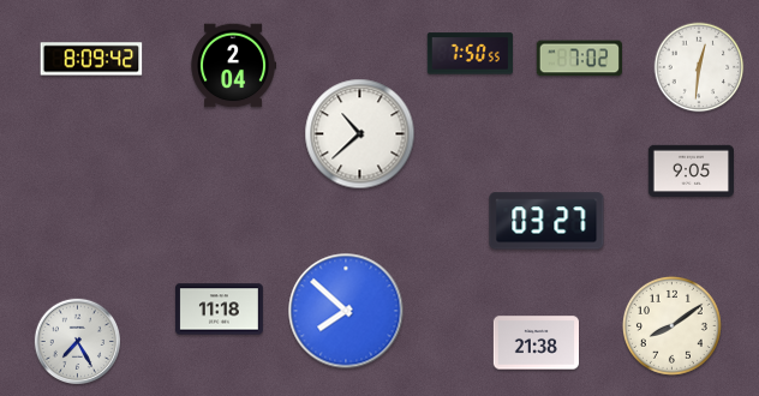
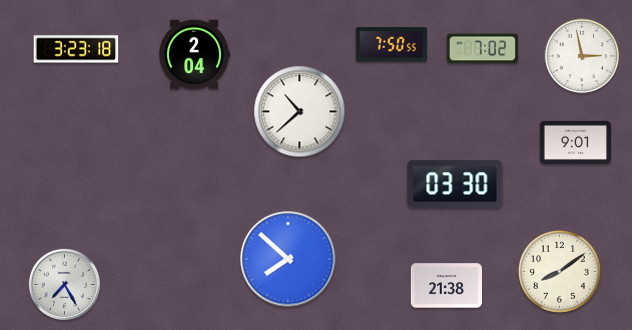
clock at (91, 59): 8:09 -> 3:23
clock at (699, 67): 12:31 -> 2:58
clock at (691, 170): 9:05 -> 9:01
clock at (546, 221): 03:27 -> 03:30
clock at (219, 310): 11:18 -> none
